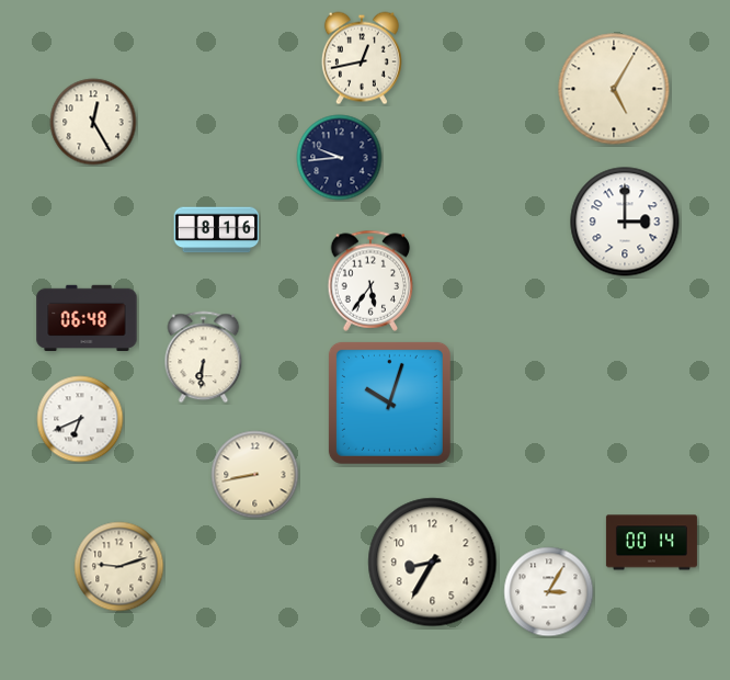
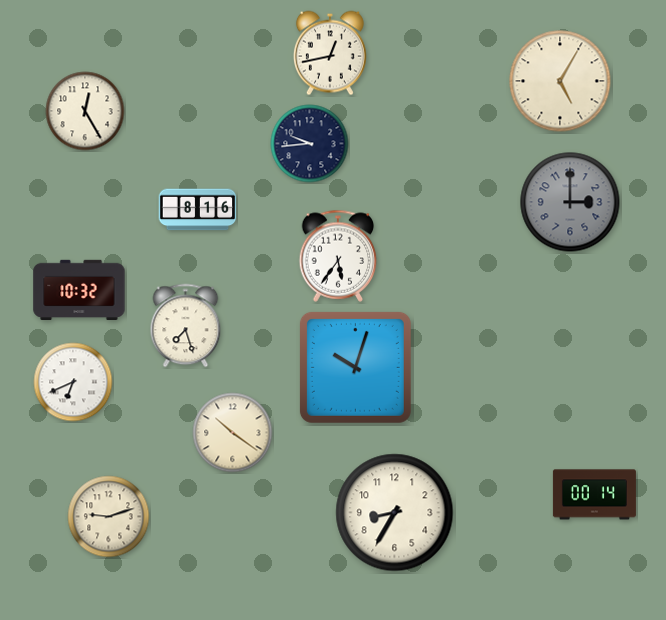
clock at (625, 222) dial: white -> grey
clock at (87, 317): 06:48 -> 10:32
clock at (204, 358): 6:31 -> 7:27
clock at (255, 475): 8:43 -> 10:21
clock at (549, 592): 3:05 -> none
